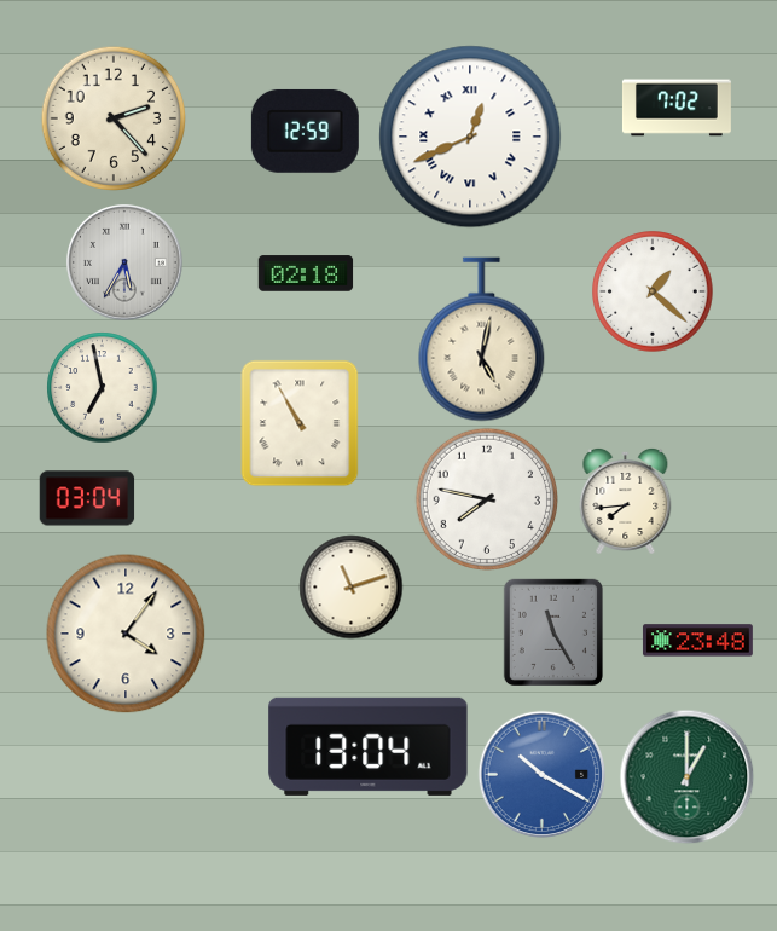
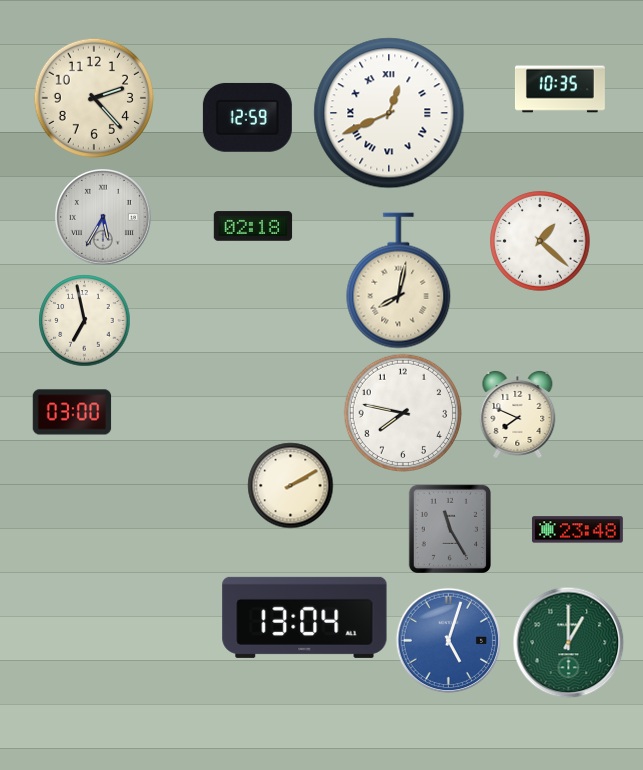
clock at (677, 108): 7:02 -> 10:35
clock at (305, 131) position: (305, 131) -> (247, 117)
clock at (482, 340): 5:02 -> 8:02
clock at (300, 423): 10:55 -> none
clock at (87, 498): 03:04 -> 03:00
clock at (626, 501): 7:44 -> 7:49
clock at (350, 586): 11:12 -> 2:10
clock at (552, 631) position: (552, 631) -> (449, 528)
clock at (126, 634): 4:06 -> none
clock at (541, 774): 10:20 -> 5:03
